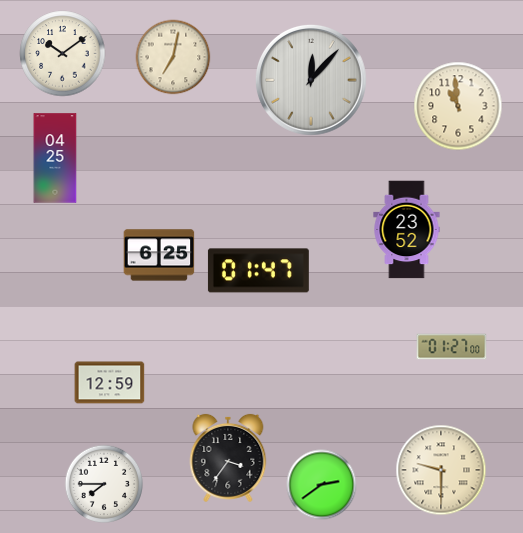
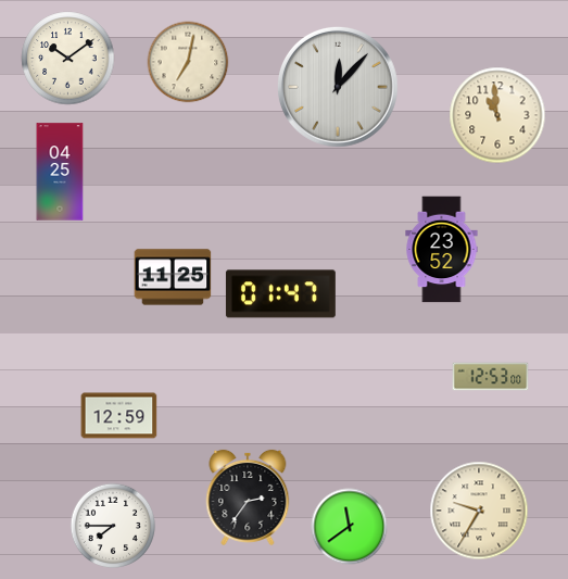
clock at (159, 255): 6:25 -> 11:25
clock at (452, 347): 01:27 -> 12:53
clock at (228, 458): 3:36 -> 2:36
clock at (441, 470): 9:30 -> 9:35
clock at (322, 485): 2:39 -> 11:39
